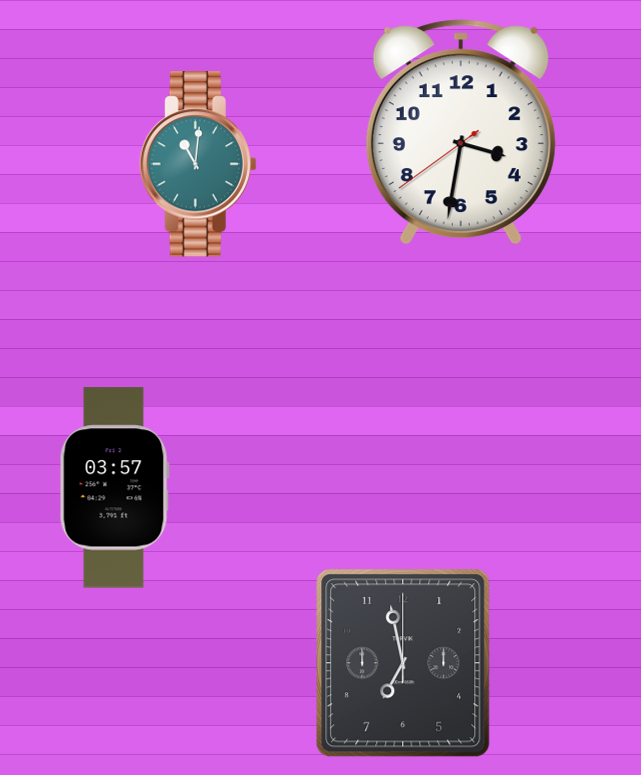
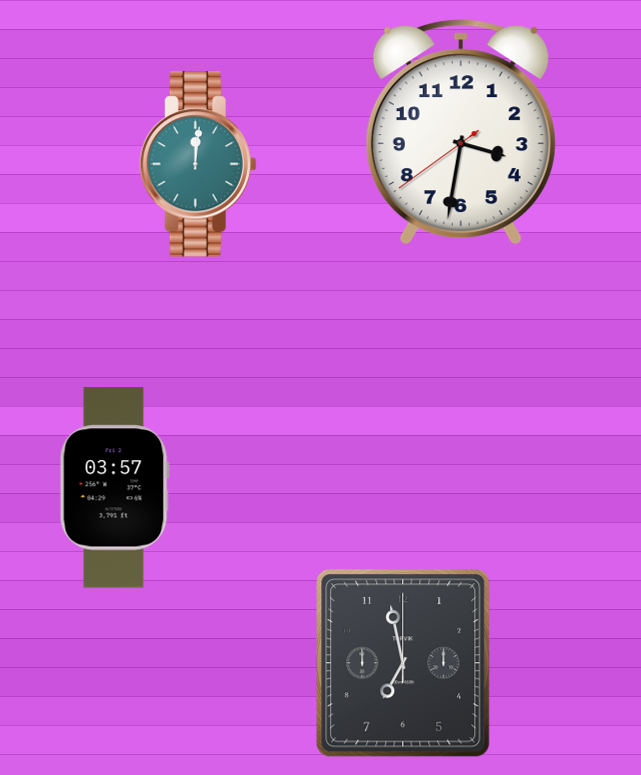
clock at (198, 164): 11:01 -> 12:01
